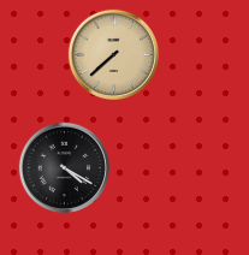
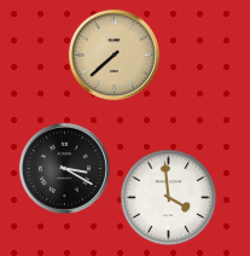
clock at (64, 167): 4:20 -> 3:20
clock at (169, 198): none -> 3:59
